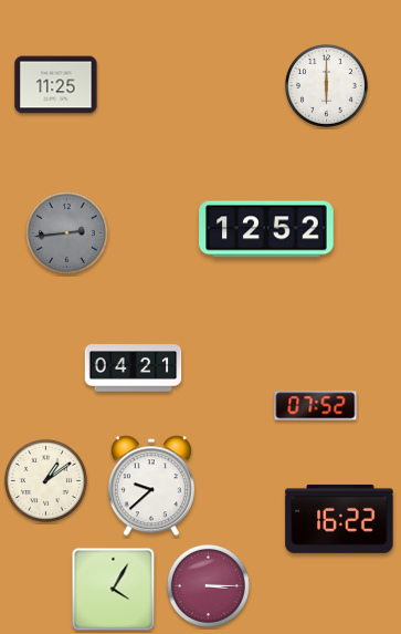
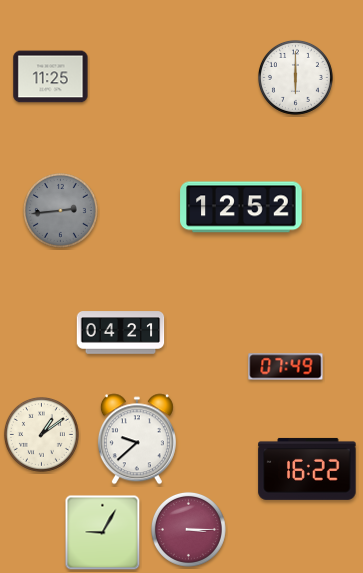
clock at (316, 406): 07:52 -> 07:49
clock at (114, 590): 4:05 -> 9:05
